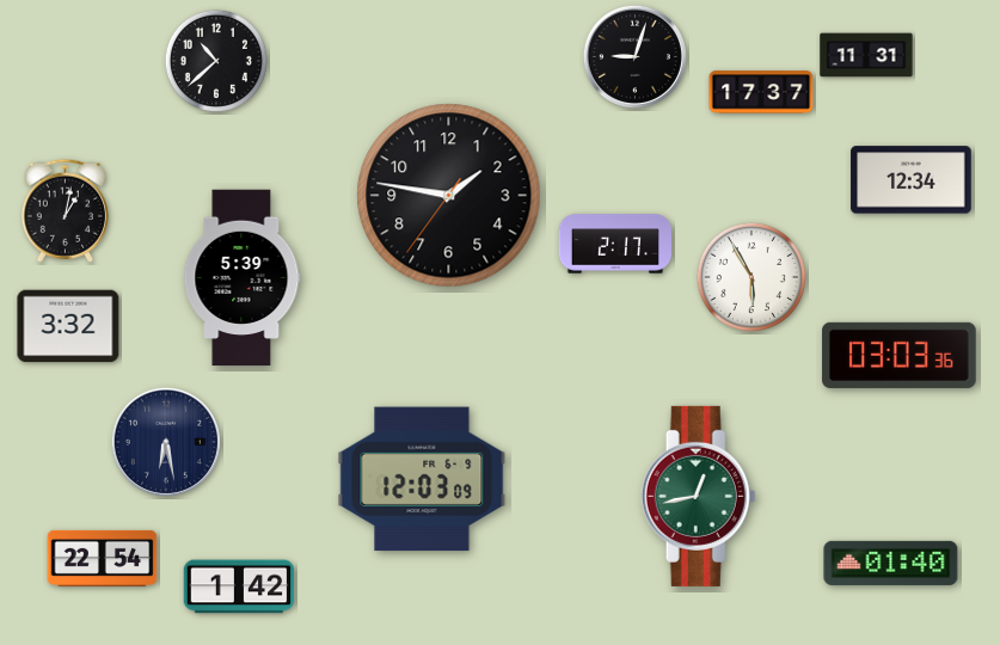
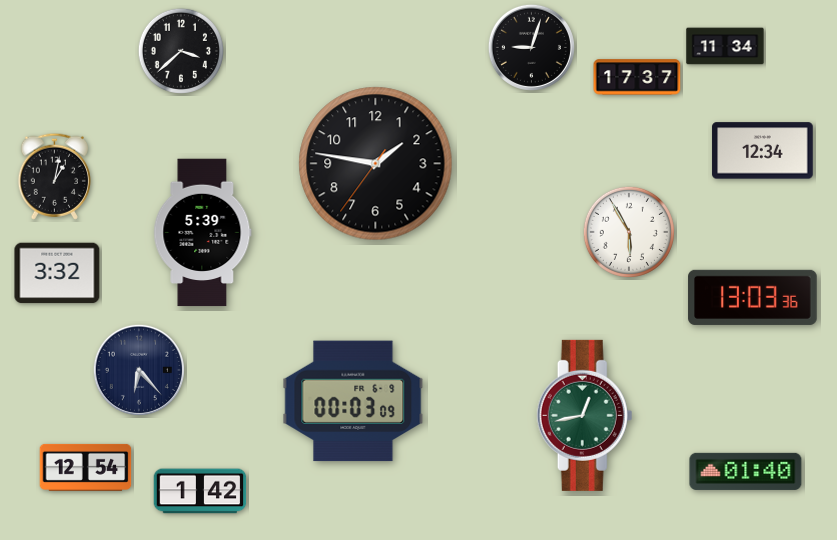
clock at (866, 55): 11:31 -> 11:34
clock at (216, 61): 10:38 -> 3:38
clock at (614, 244): 2:17 -> none
clock at (900, 355): 03:03 -> 13:03
clock at (166, 442): 6:28 -> 6:23
clock at (422, 479): 12:03 -> 00:03
clock at (103, 558): 22:54 -> 12:54
